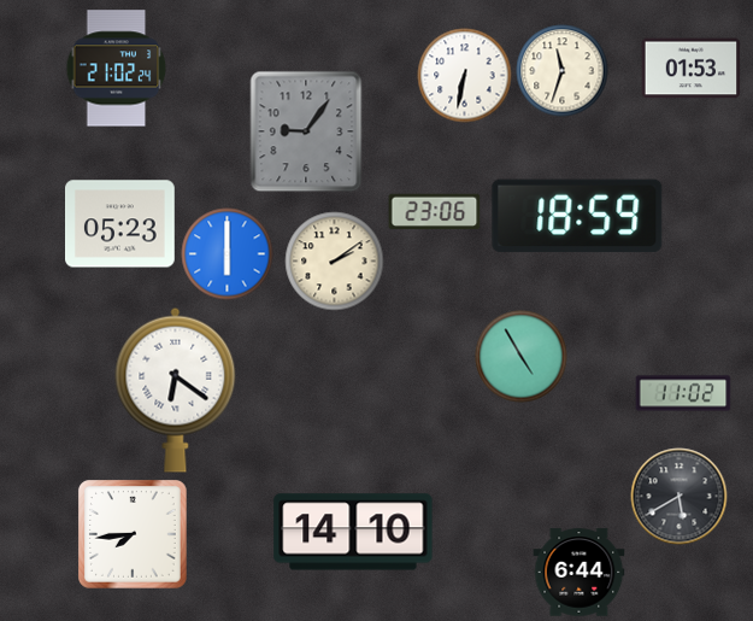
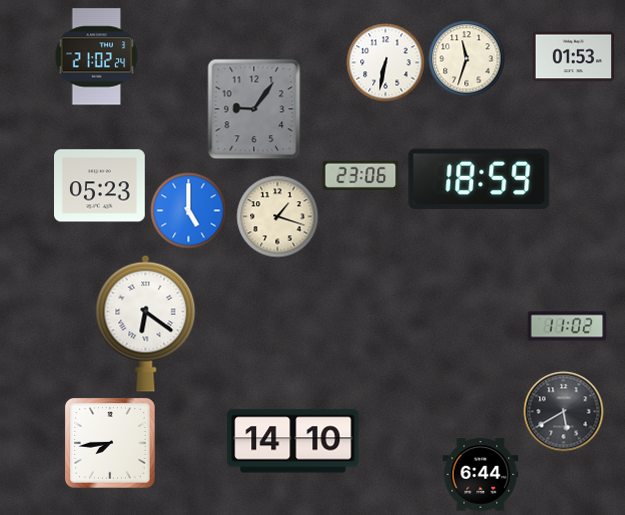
clock at (228, 254): 6:00 -> 5:00
clock at (335, 262): 2:09 -> 1:18
clock at (522, 357): 4:55 -> none
